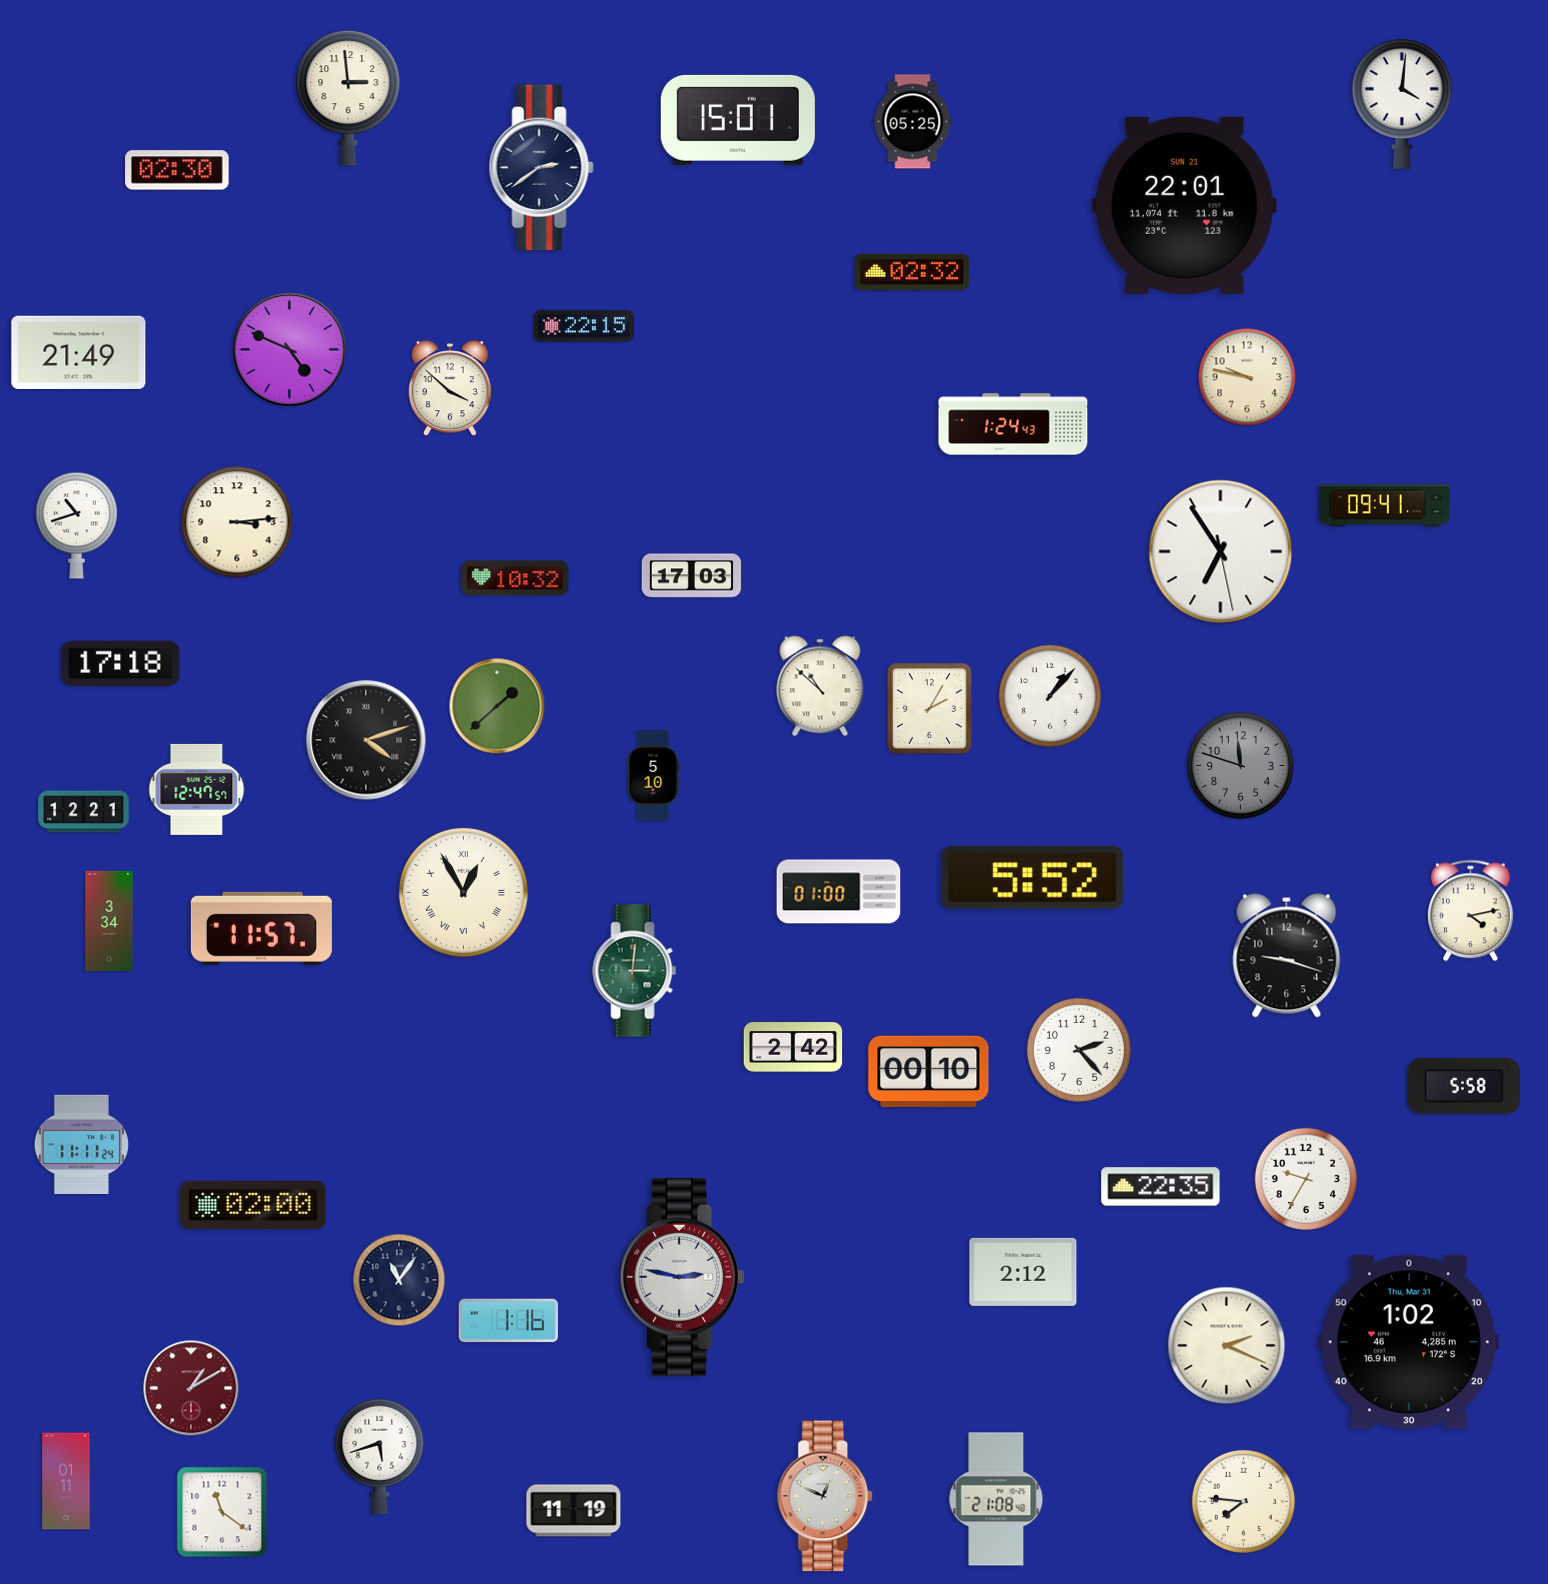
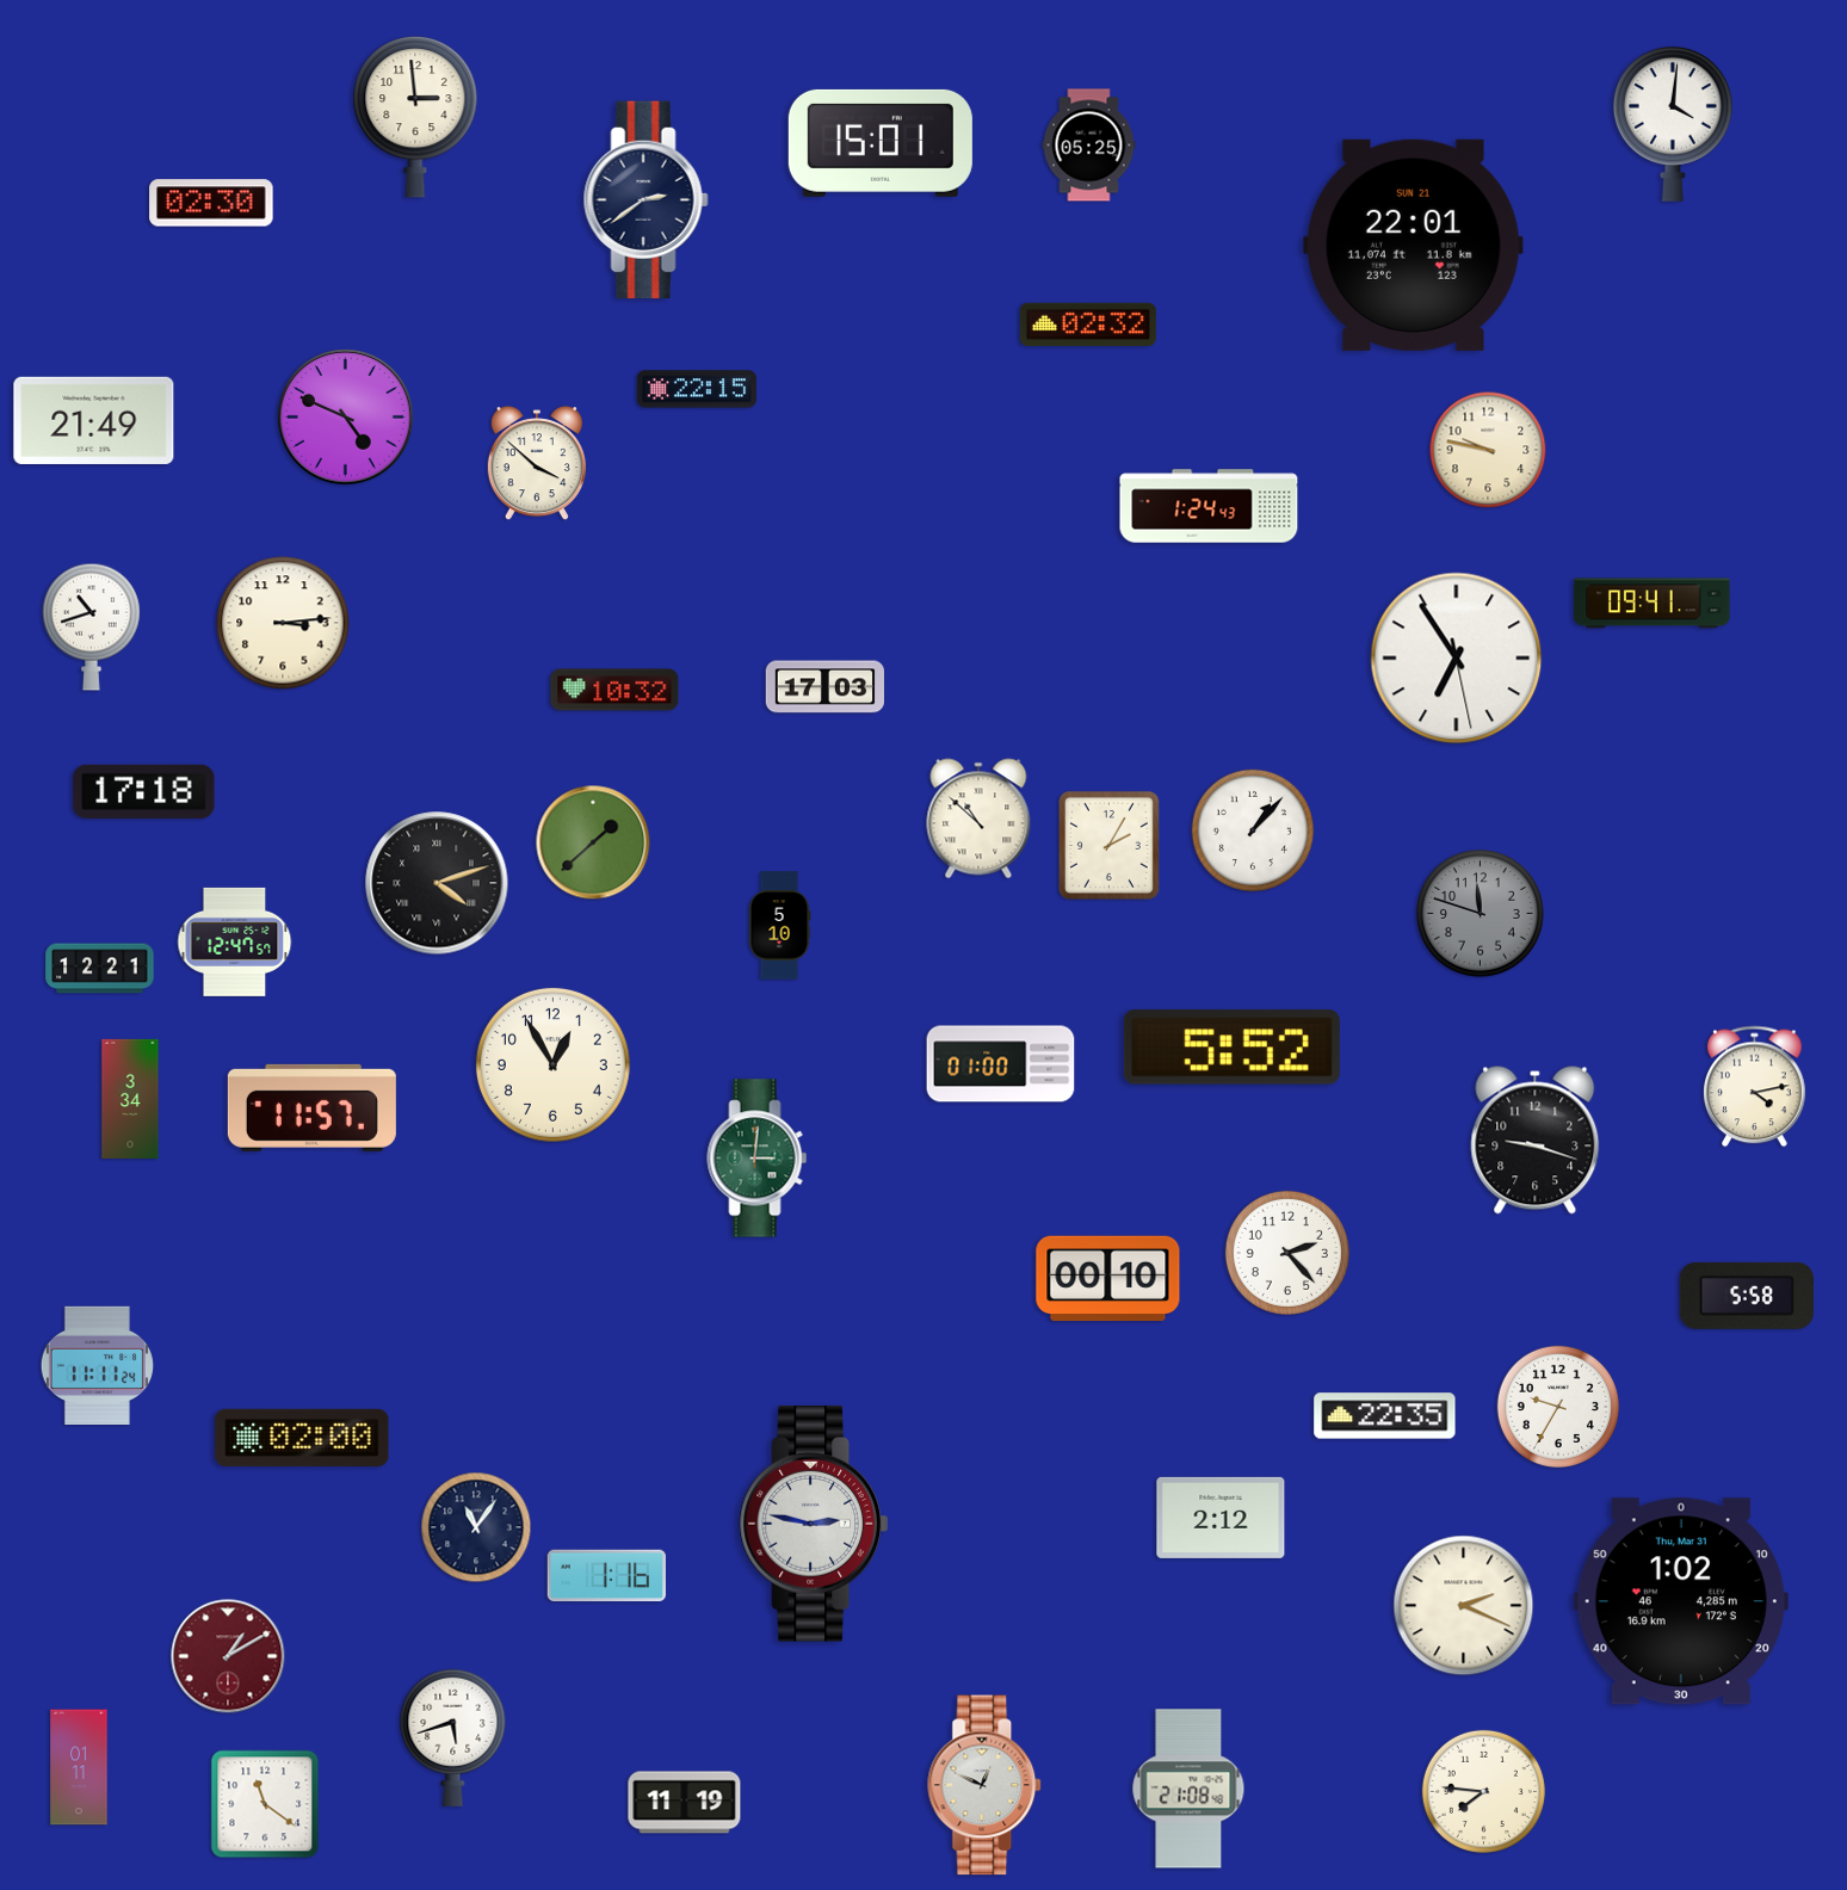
clock at (463, 892) numerals: Roman -> Arabic
clock at (793, 1047): 2:42 -> none
